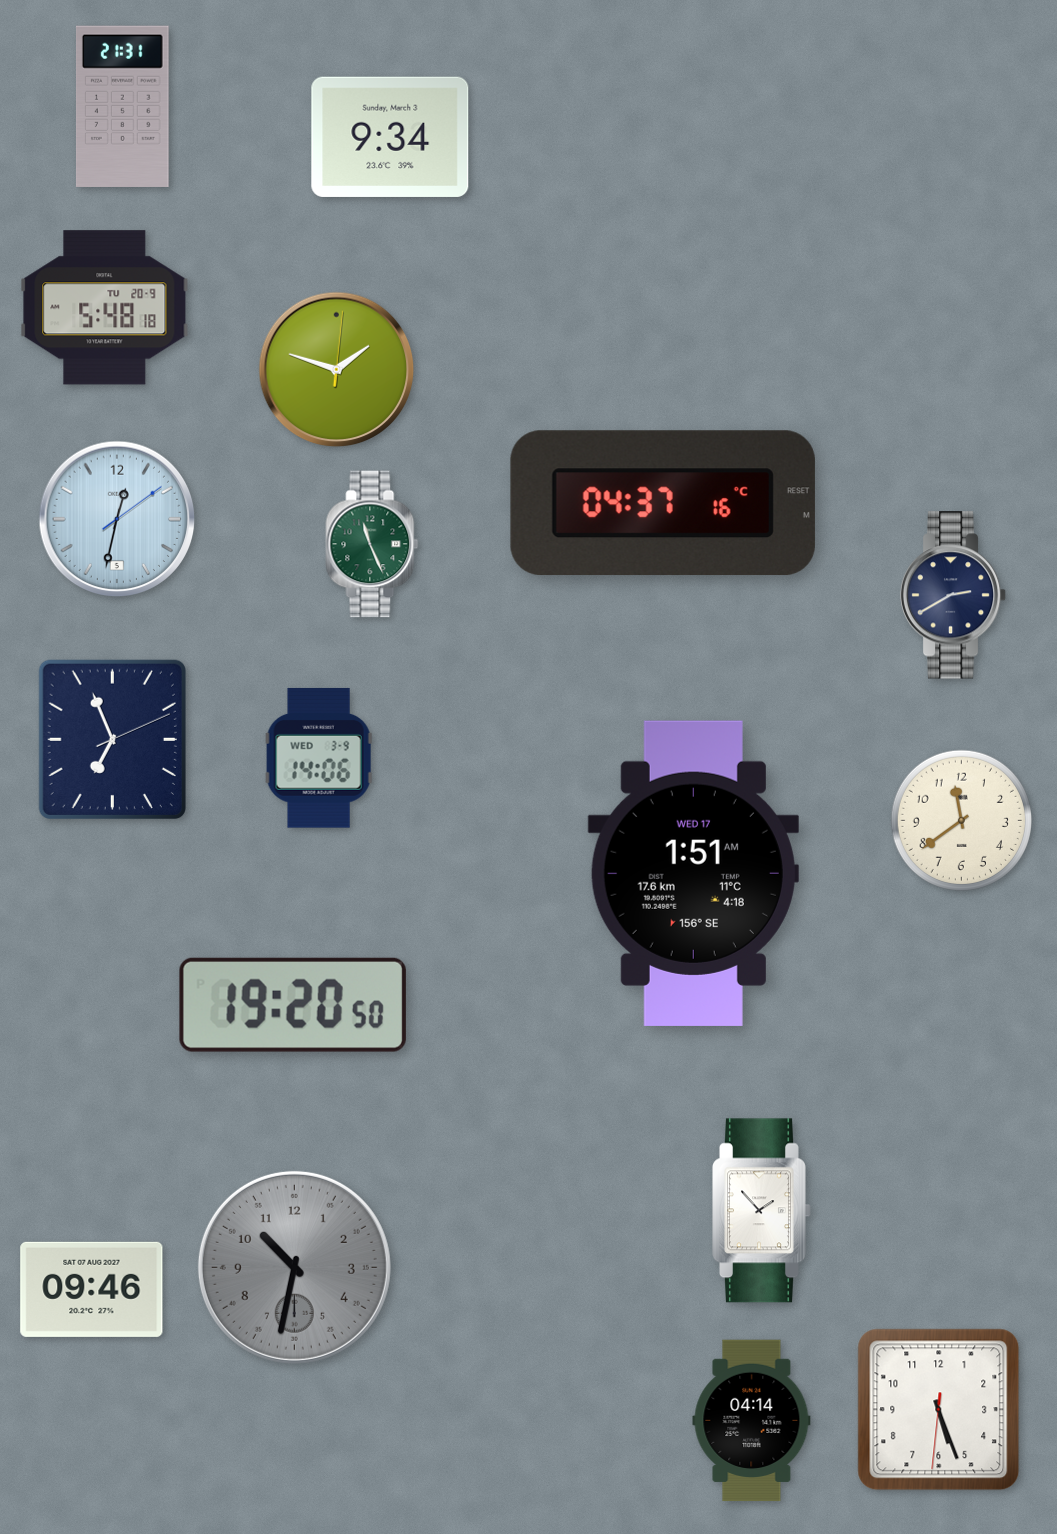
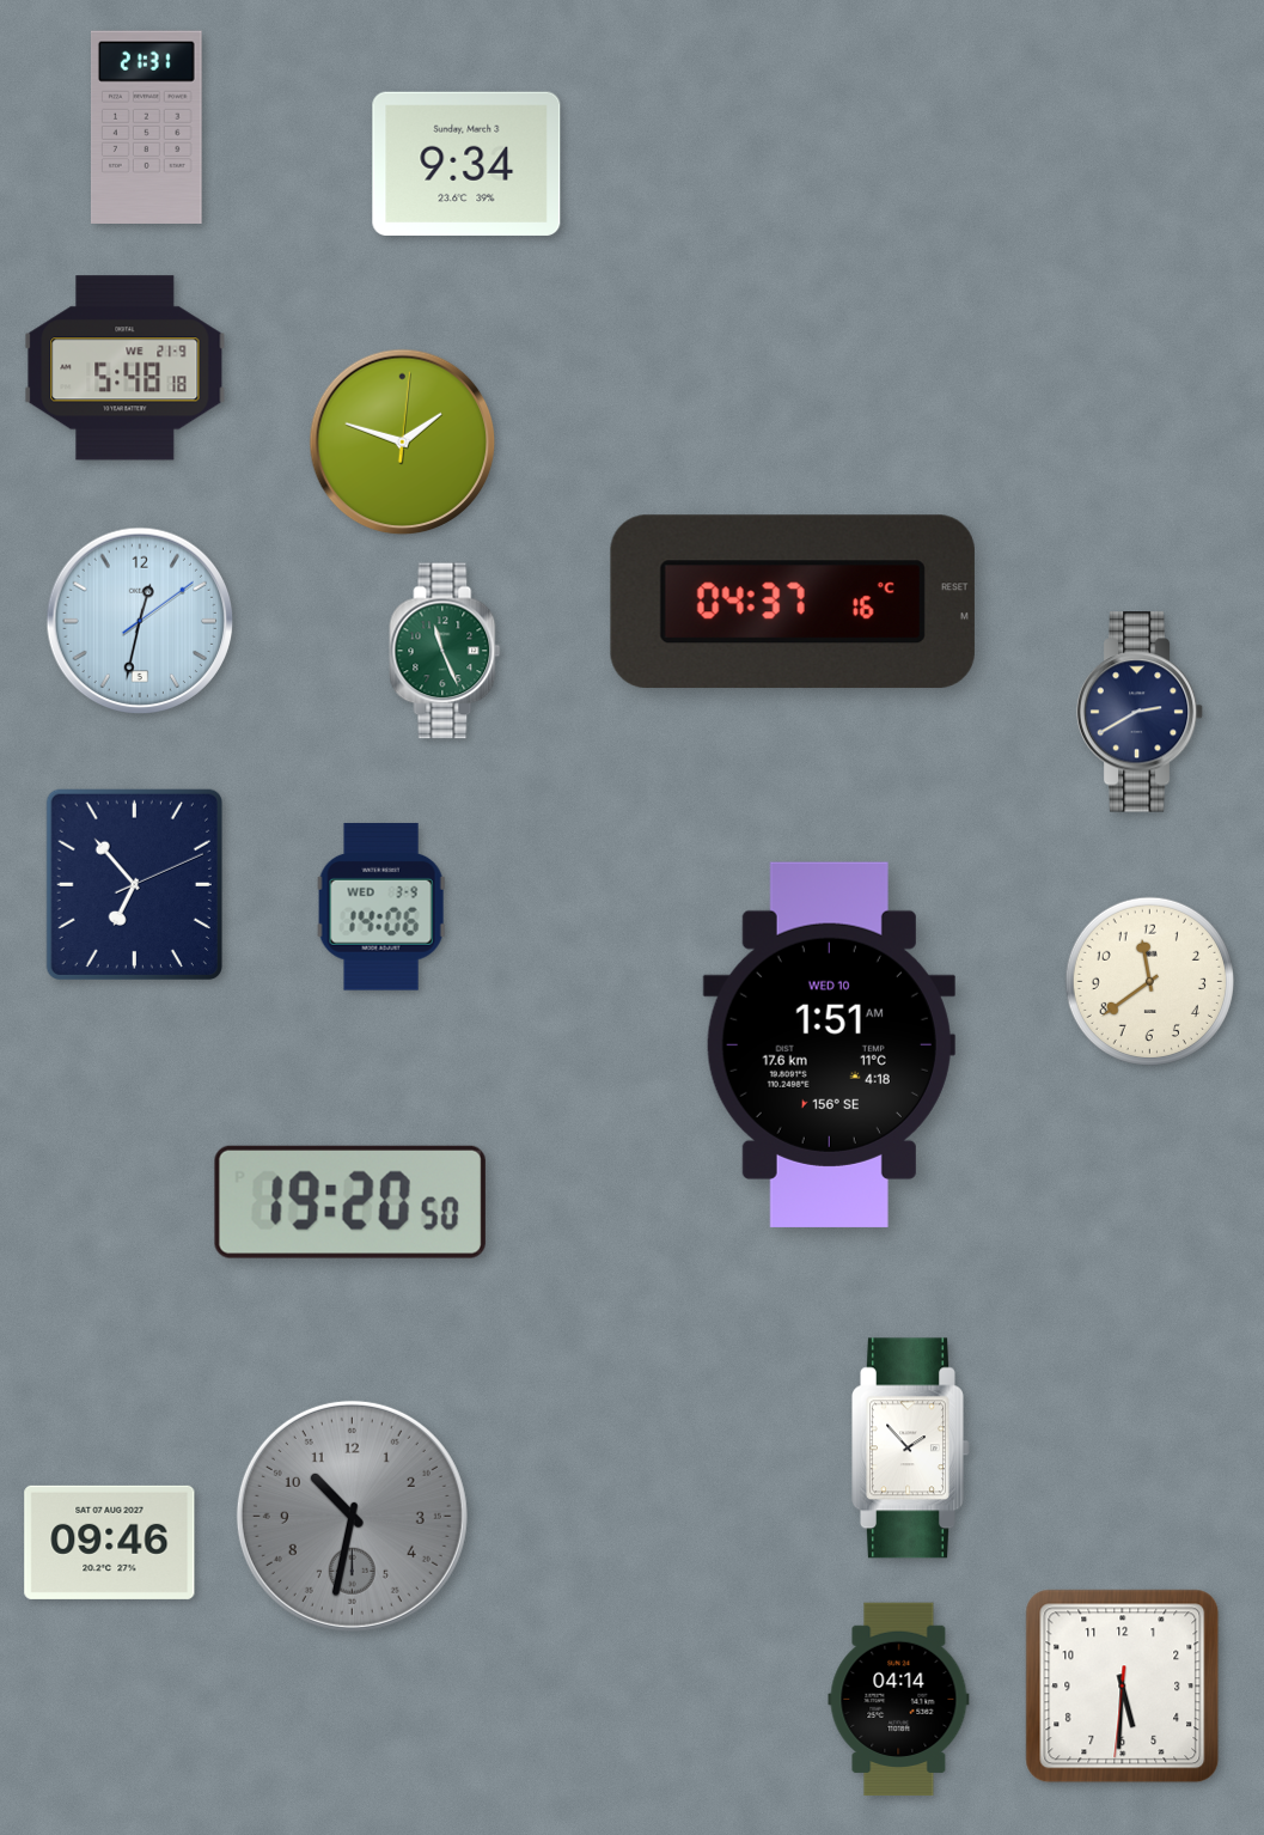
clock at (105, 308) date: TU 20-9 -> WE 21-9
clock at (112, 739): 6:56 -> 6:53
clock at (693, 873) date: WED 17 -> WED 10
clock at (939, 1410): 5:26 -> 5:30
